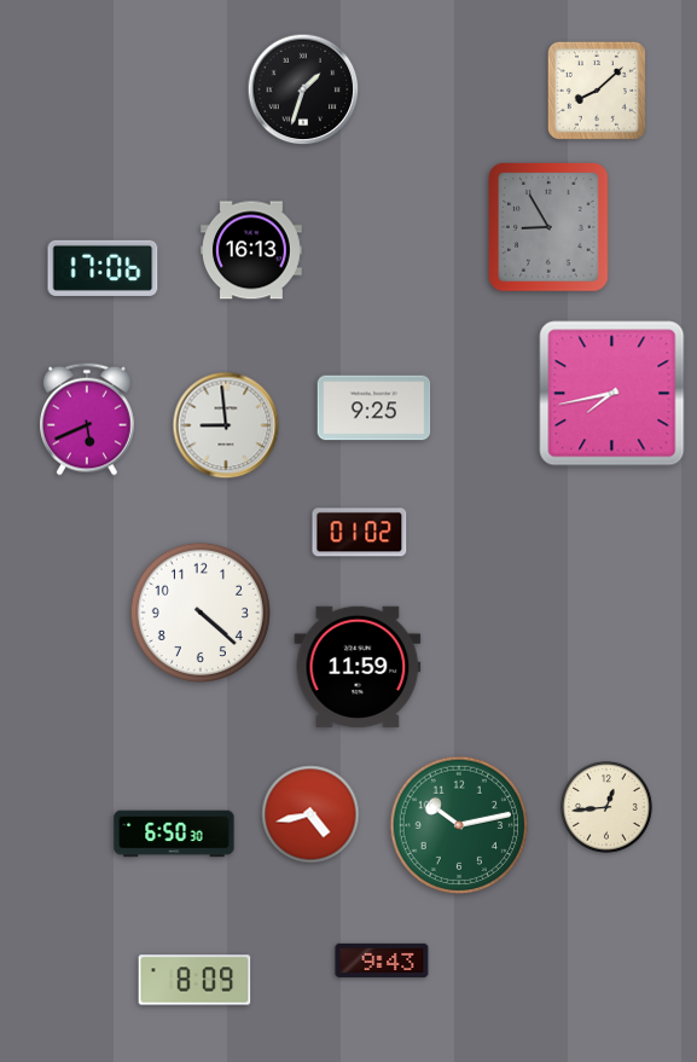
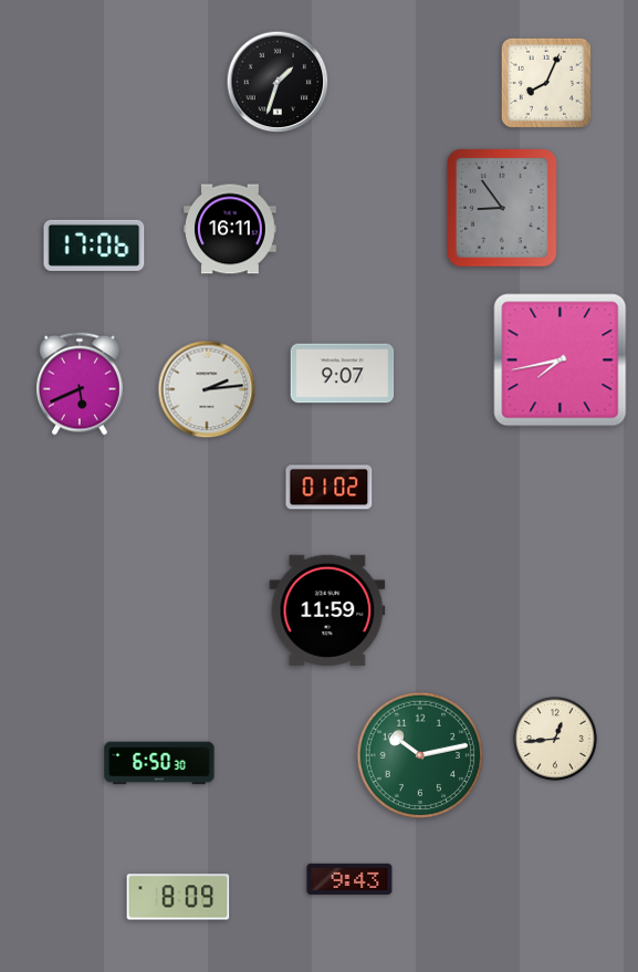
clock at (597, 91): 8:08 -> 8:04
clock at (548, 227): 8:55 -> 8:54
clock at (252, 250): 16:13 -> 16:11
clock at (374, 408): 9:25 -> 9:07
clock at (226, 425): 8:59 -> 2:14
clock at (201, 613): 4:22 -> none
clock at (310, 814): 4:43 -> none
